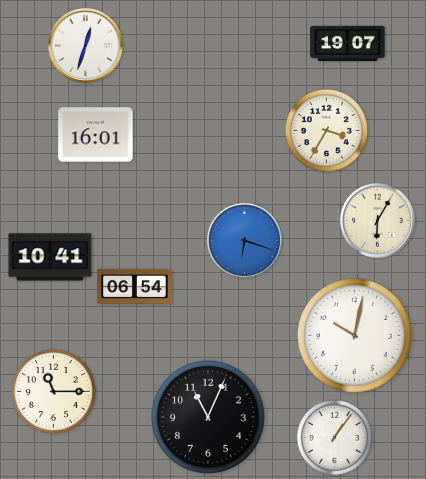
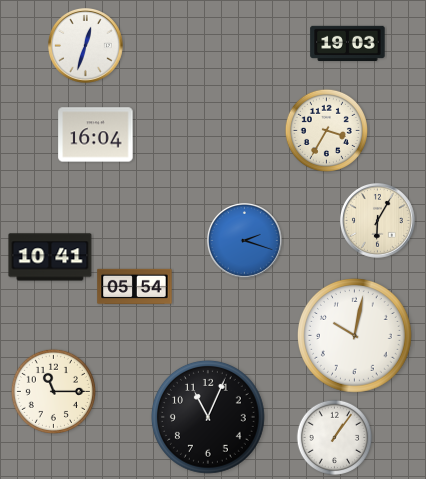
clock at (348, 43): 19:07 -> 19:03
clock at (96, 135): 16:01 -> 16:04
clock at (244, 240): 6:18 -> 2:18
clock at (135, 287): 06:54 -> 05:54
